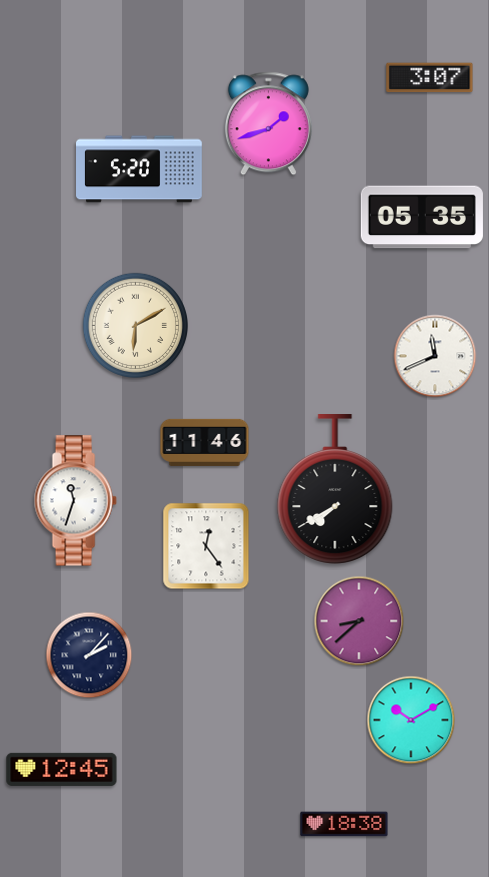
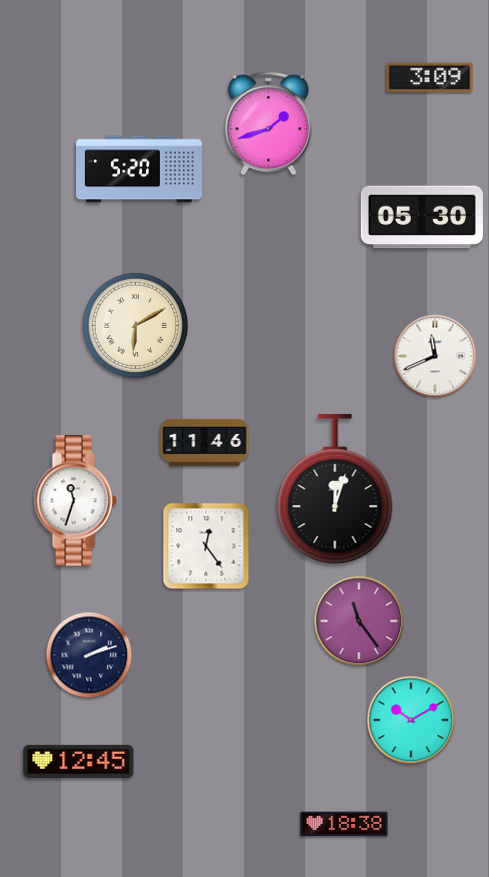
clock at (430, 78): 3:07 -> 3:09
clock at (422, 217): 05:35 -> 05:30
clock at (335, 489): 7:40 -> 12:03
clock at (359, 621): 8:38 -> 11:24
clock at (89, 655): 2:07 -> 2:12
clock at (62, 769) position: (62, 769) -> (79, 761)
